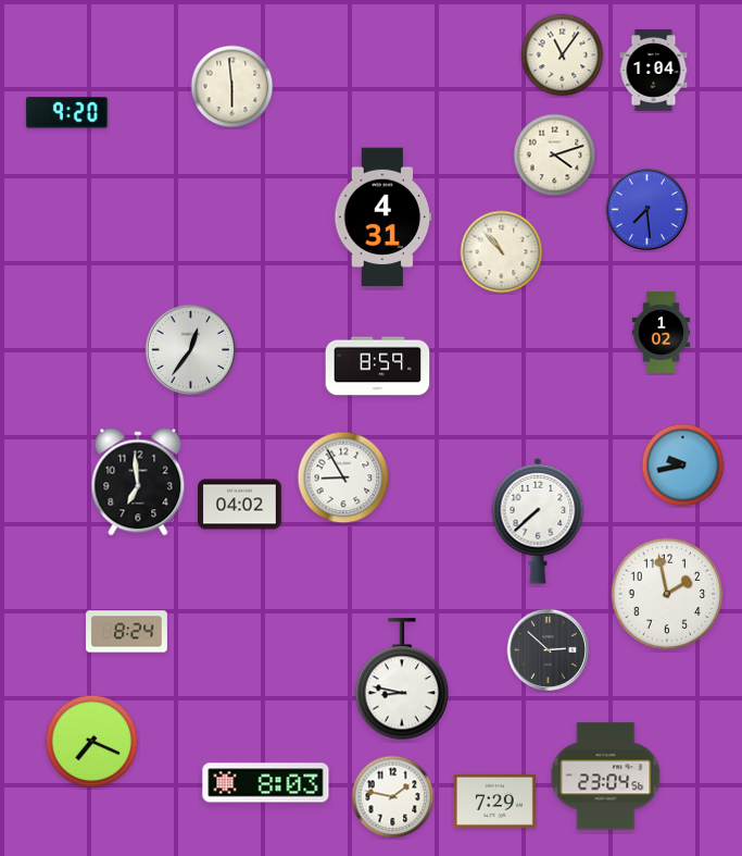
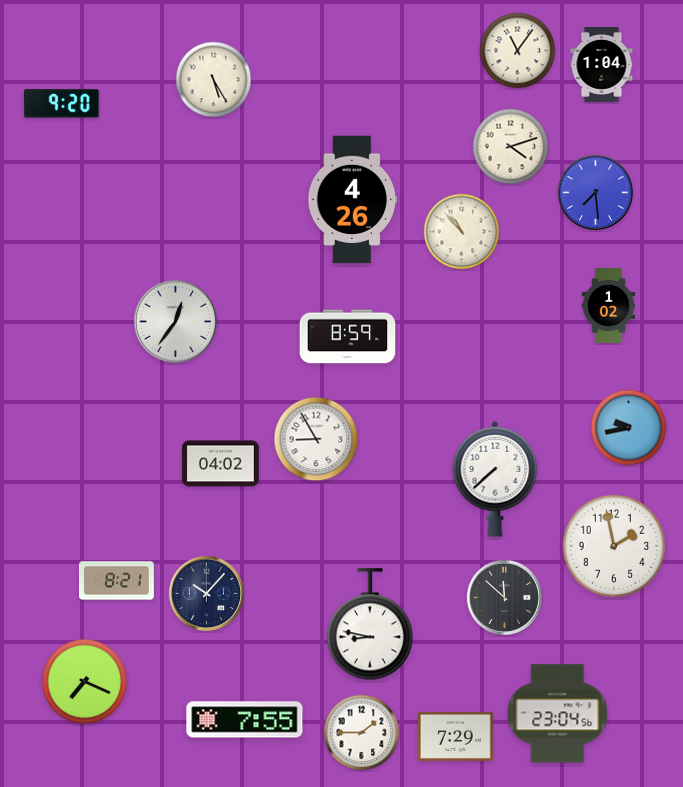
clock at (232, 87): 5:59 -> 5:25
clock at (555, 156) position: (555, 156) -> (511, 147)
clock at (383, 218): 4:31 -> 4:26
clock at (138, 482): 6:59 -> none
clock at (126, 632): 8:24 -> 8:21
clock at (207, 594): none -> 10:07
clock at (549, 650): 2:52 -> 11:52
clock at (266, 783): 8:03 -> 7:55
clock at (393, 797): 1:47 -> 1:45
